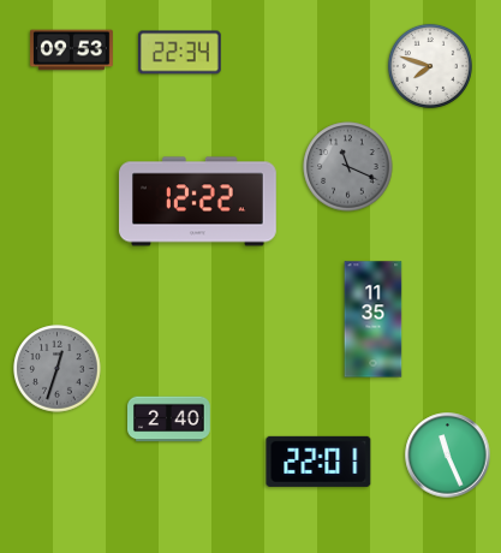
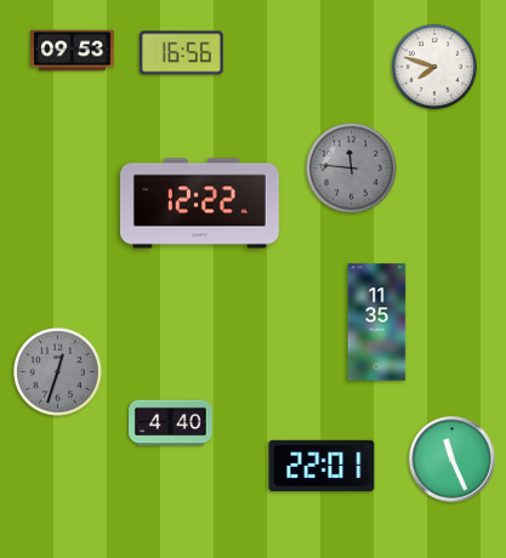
clock at (179, 53): 22:34 -> 16:56
clock at (348, 167): 11:19 -> 11:46
clock at (169, 420): 2:40 -> 4:40
